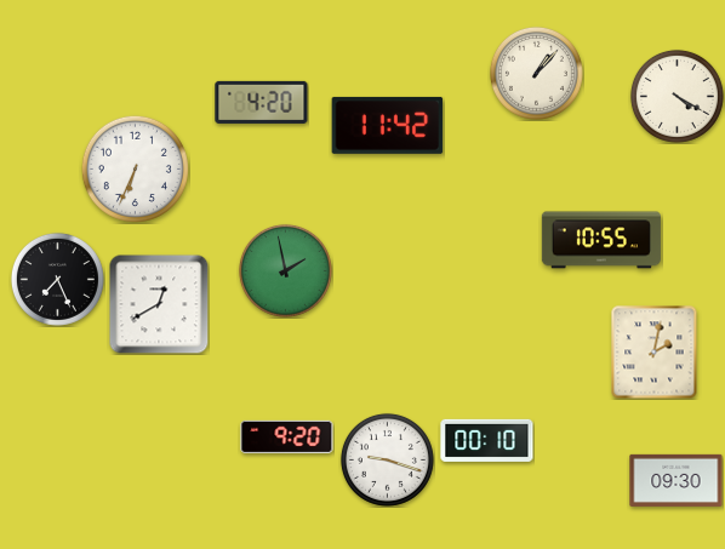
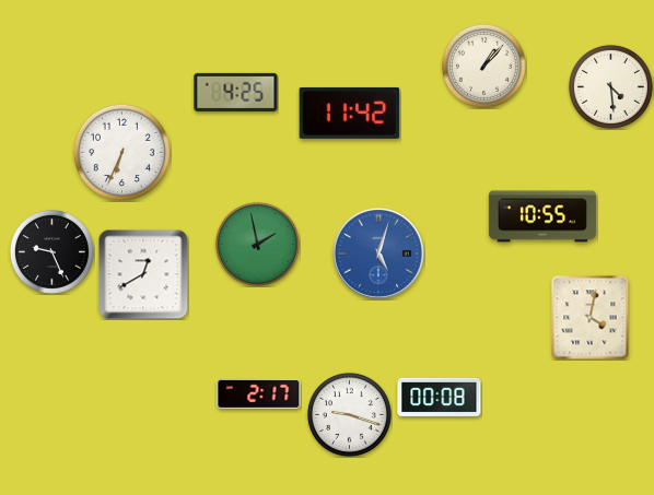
clock at (677, 96): 4:20 -> 4:29
clock at (262, 102): 4:20 -> 4:25
clock at (57, 279): 7:26 -> 9:26
clock at (378, 254): none -> 5:03
clock at (655, 351): 2:02 -> 4:02
clock at (287, 436): 9:20 -> 2:17
clock at (487, 440): 00:10 -> 00:08
clock at (677, 480): 09:30 -> none
